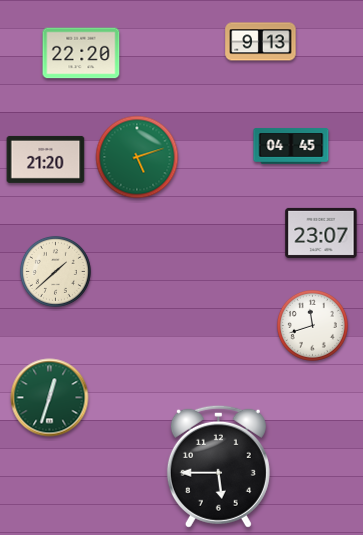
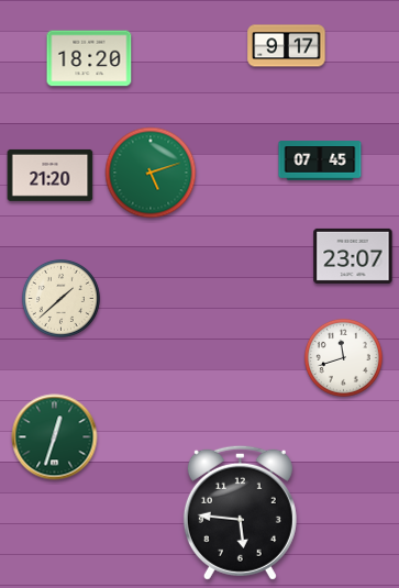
clock at (261, 42): 9:13 -> 9:17
clock at (81, 53): 22:20 -> 18:20
clock at (291, 146): 04:45 -> 07:45
clock at (218, 466): 5:45 -> 5:46
